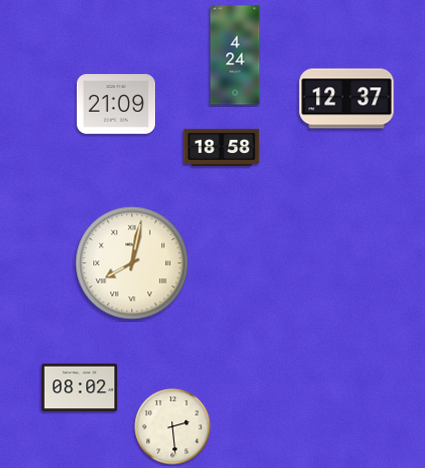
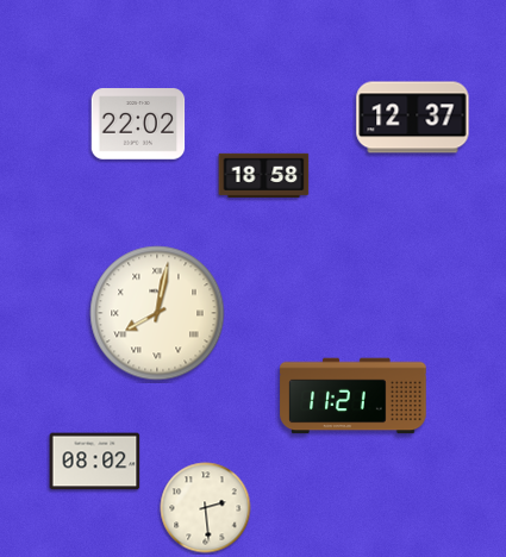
clock at (235, 55): 4:24 -> none
clock at (116, 104): 21:09 -> 22:02
clock at (354, 396): none -> 11:21
